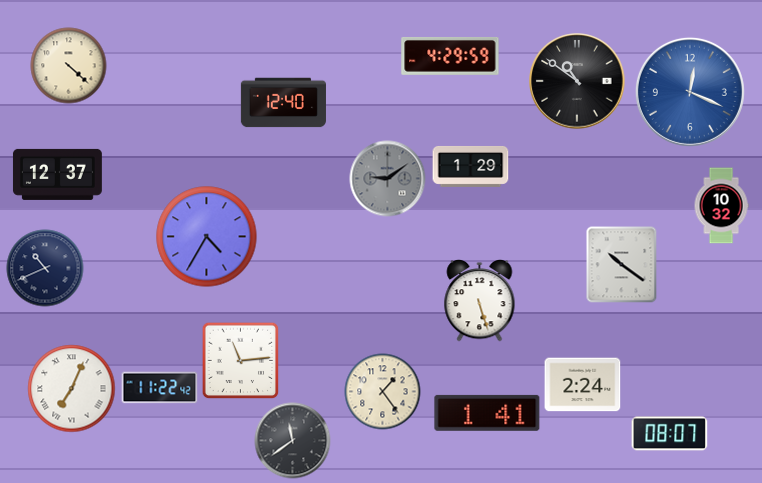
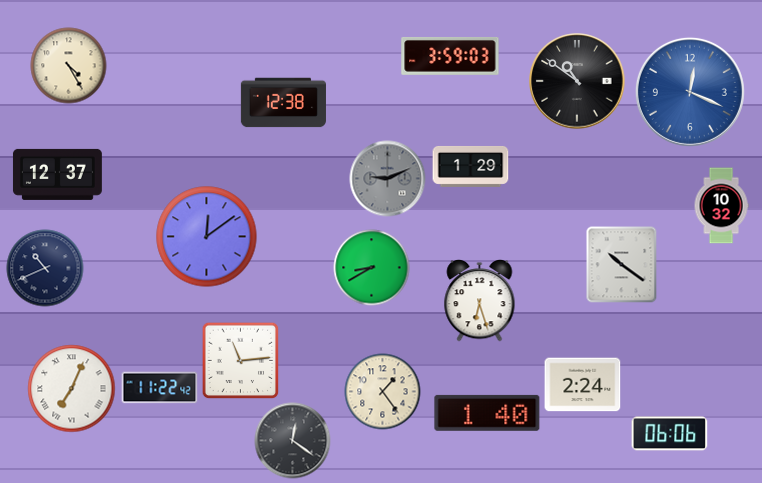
clock at (450, 56): 4:29 -> 3:59
clock at (69, 66): 4:22 -> 4:25
clock at (283, 103): 12:40 -> 12:38
clock at (388, 179): 9:09 -> 9:11
clock at (207, 237): 4:35 -> 12:09
clock at (372, 268): none -> 8:40
clock at (480, 301): 5:27 -> 6:27
clock at (487, 413): 1:41 -> 1:40
clock at (670, 434): 08:07 -> 06:06
clock at (293, 441): 11:39 -> 12:21
